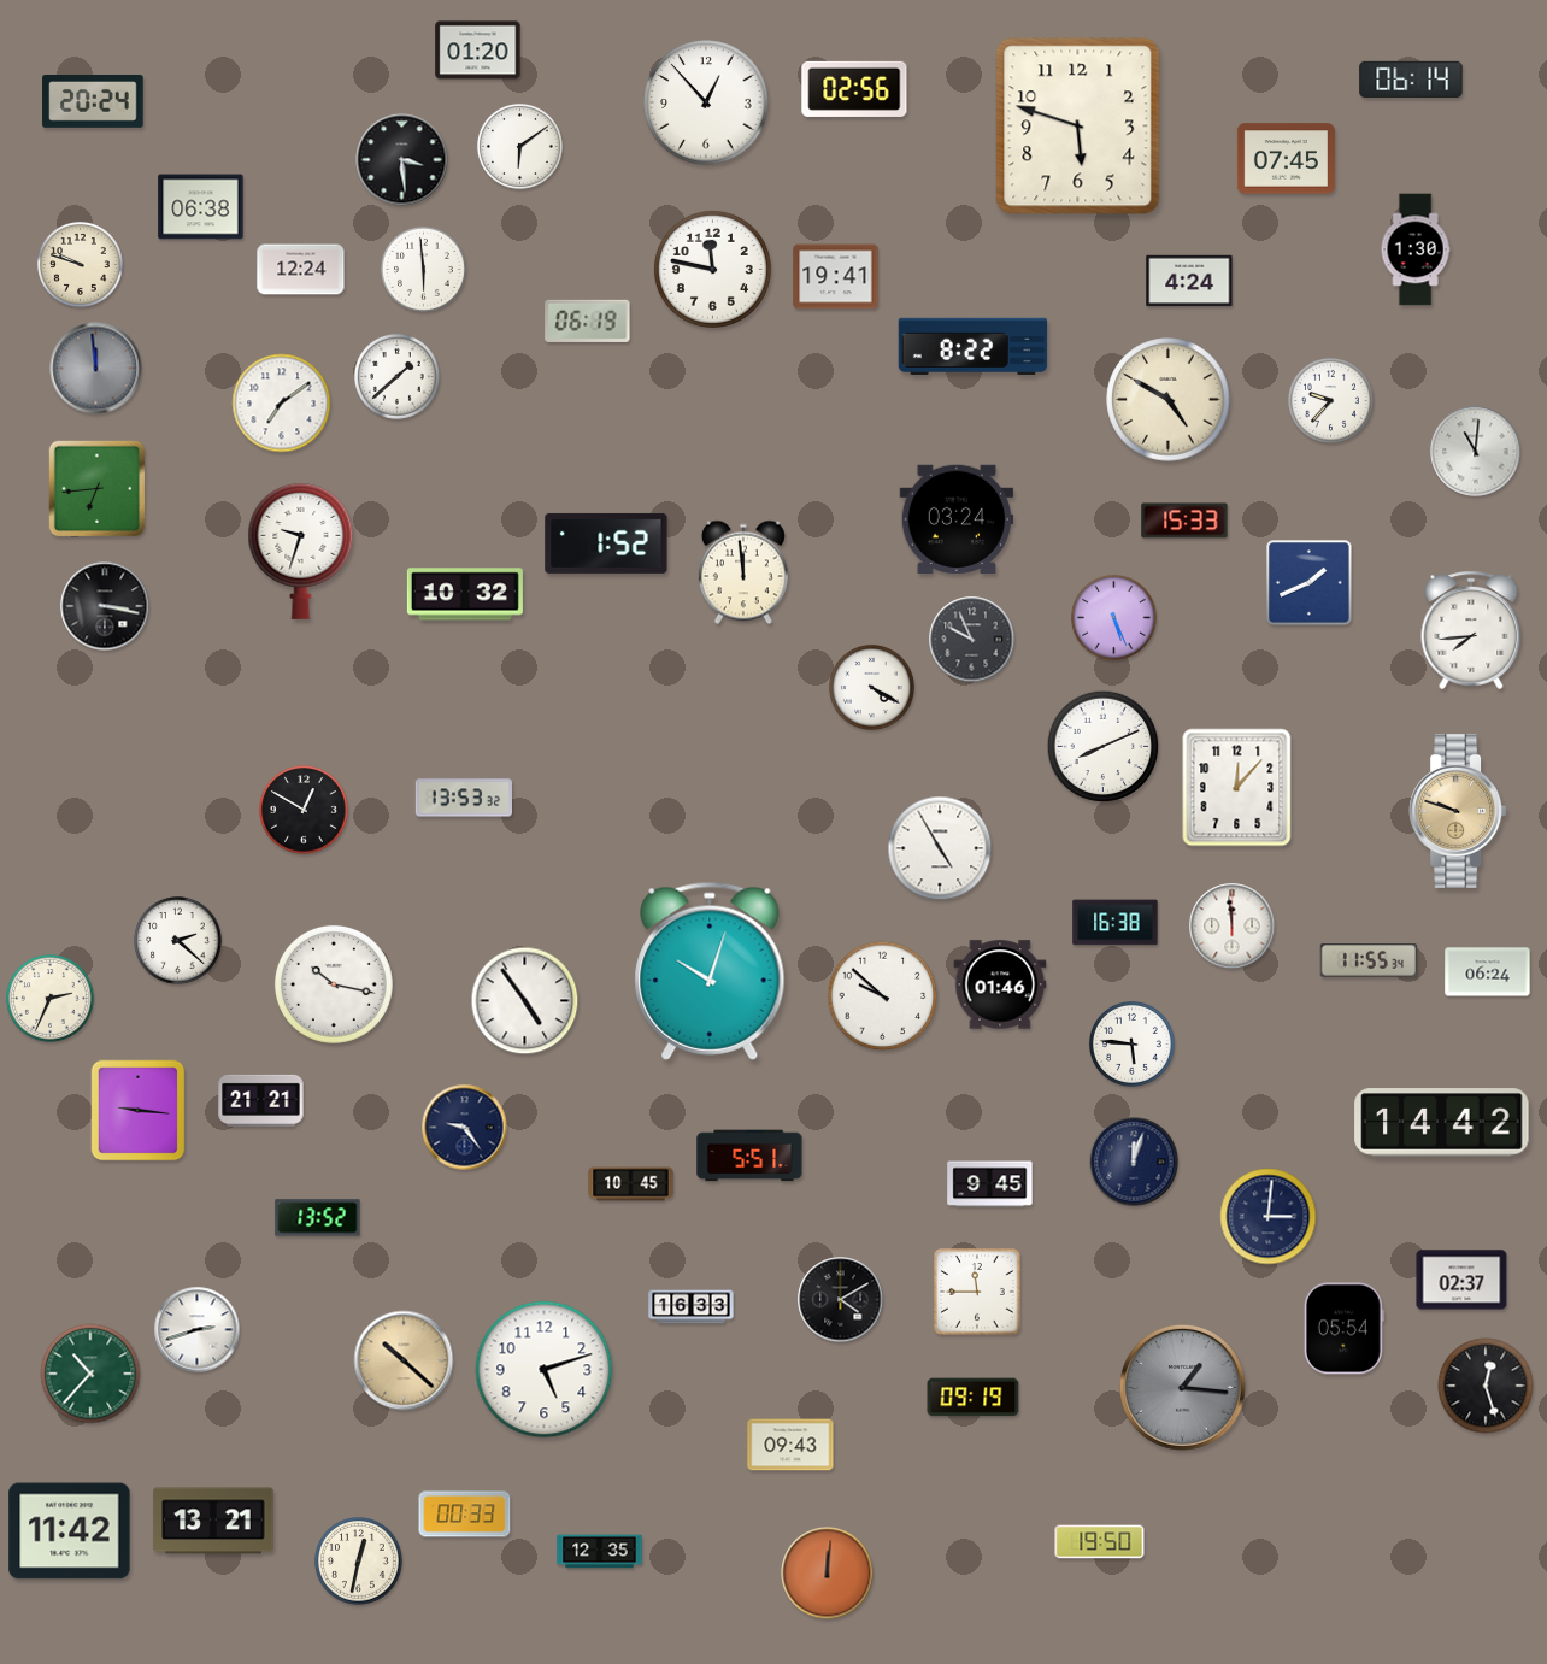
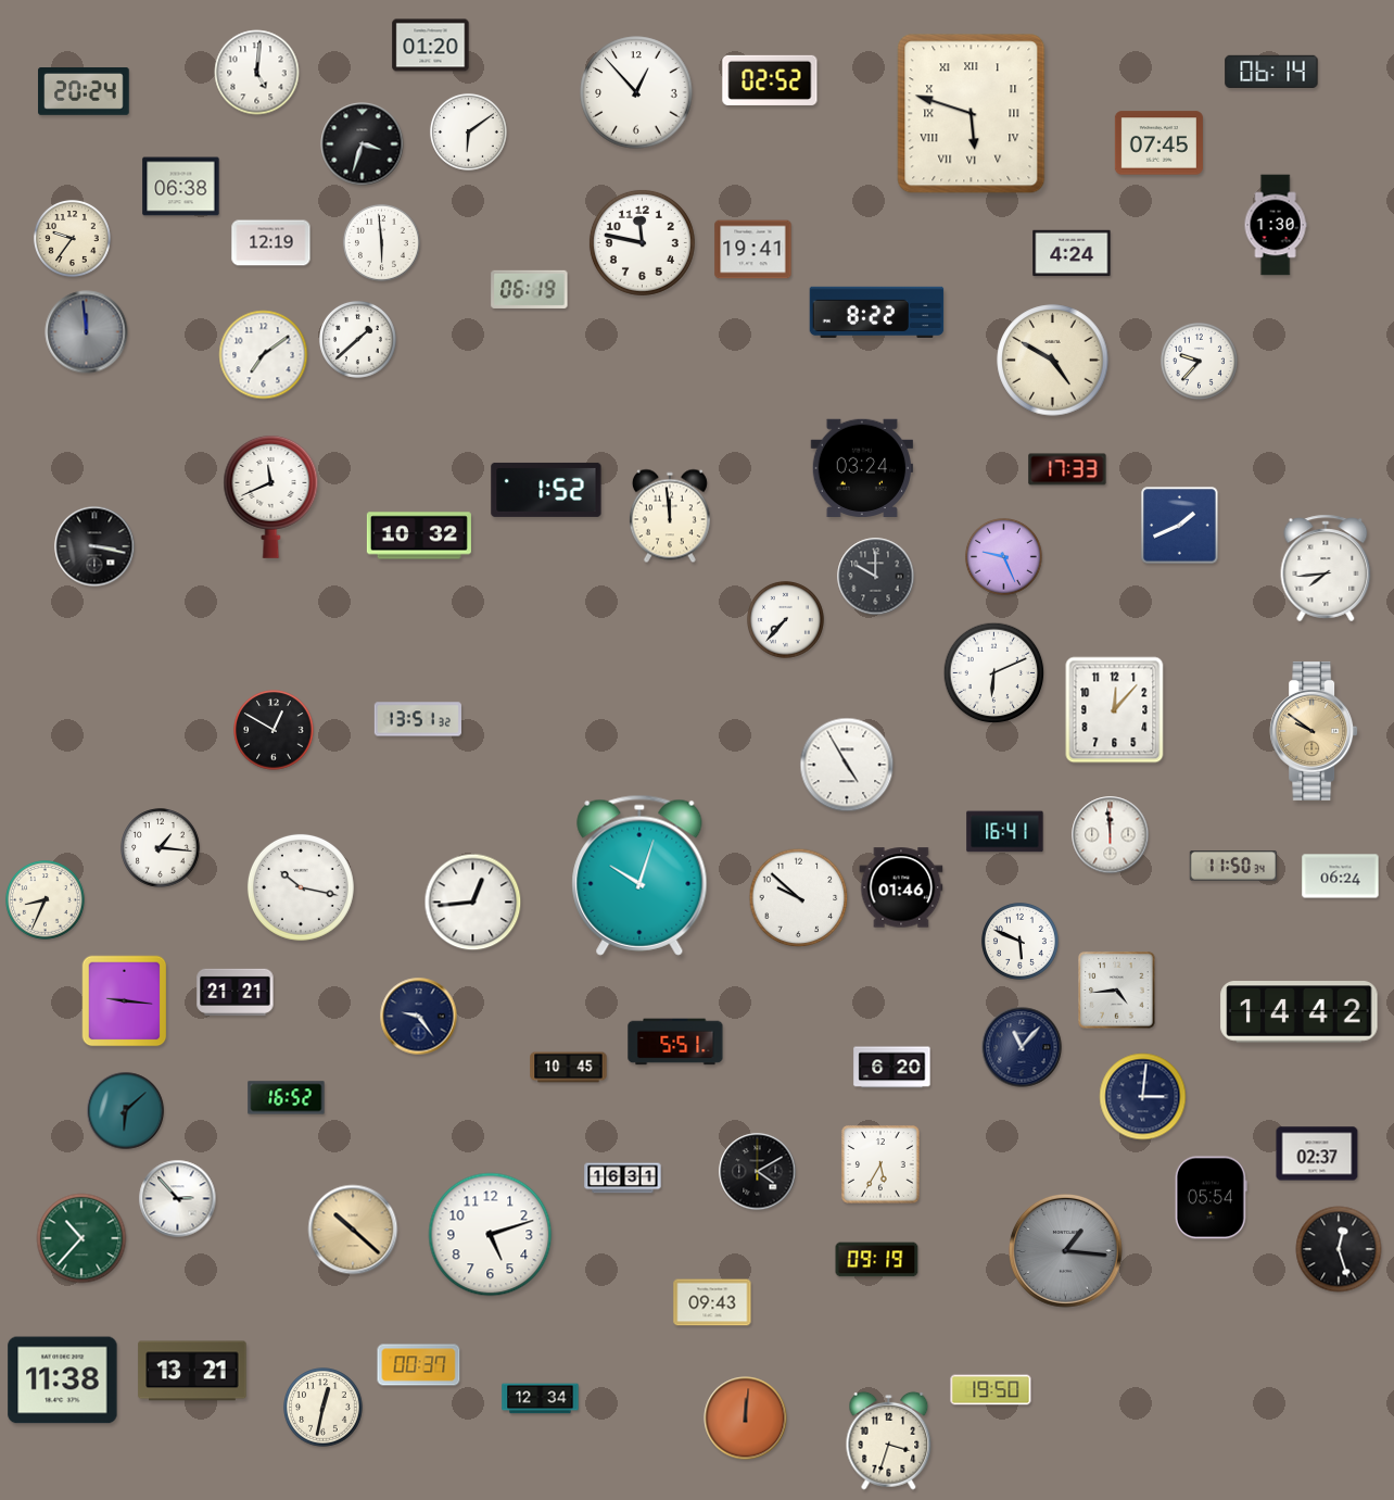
clock at (257, 73): none -> 5:01
clock at (854, 89): 02:56 -> 02:52
clock at (1078, 127) numerals: Arabic -> Roman
clock at (402, 160): 3:29 -> 3:33
clock at (80, 264): 9:48 -> 9:36
clock at (301, 270): 12:24 -> 12:19
clock at (282, 404) position: (282, 404) -> (264, 355)
clock at (1476, 452): 11:01 -> none
clock at (98, 489): 6:44 -> none
clock at (1184, 521): 15:33 -> 17:33
clock at (301, 551): 9:33 -> 11:41
clock at (1113, 617): 5:26 -> 9:26
clock at (972, 640): 9:56 -> 10:00
clock at (871, 687): 4:20 -> 7:37
clock at (1104, 747): 8:11 -> 6:11
clock at (463, 798): 13:53 -> 13:51
clock at (1458, 812): 9:48 -> 9:51
clock at (1116, 923): 16:38 -> 16:41
clock at (178, 941): 2:22 -> 1:16
clock at (1369, 962): 11:55 -> 11:50
clock at (883, 996) position: (883, 996) -> (799, 898)
clock at (51, 999): 2:34 -> 8:34
clock at (525, 1001): 4:54 -> 12:44
clock at (1131, 1043): 5:46 -> 5:49
clock at (1117, 991): none -> 4:44
clock at (1134, 1162): 12:03 -> 11:07
clock at (990, 1184): 9:45 -> 6:20
clock at (318, 1218): 13:52 -> 16:52
clock at (126, 1111): none -> 6:08
clock at (977, 1292): 11:45 -> 5:35
clock at (692, 1307): 16:33 -> 16:31
clock at (198, 1330): 2:42 -> 2:53
clock at (404, 1360) position: (404, 1360) -> (353, 1230)
clock at (465, 1515): 00:33 -> 00:37
clock at (70, 1531): 11:42 -> 11:38
clock at (600, 1552): 12:35 -> 12:34
clock at (889, 1440): none -> 3:33
